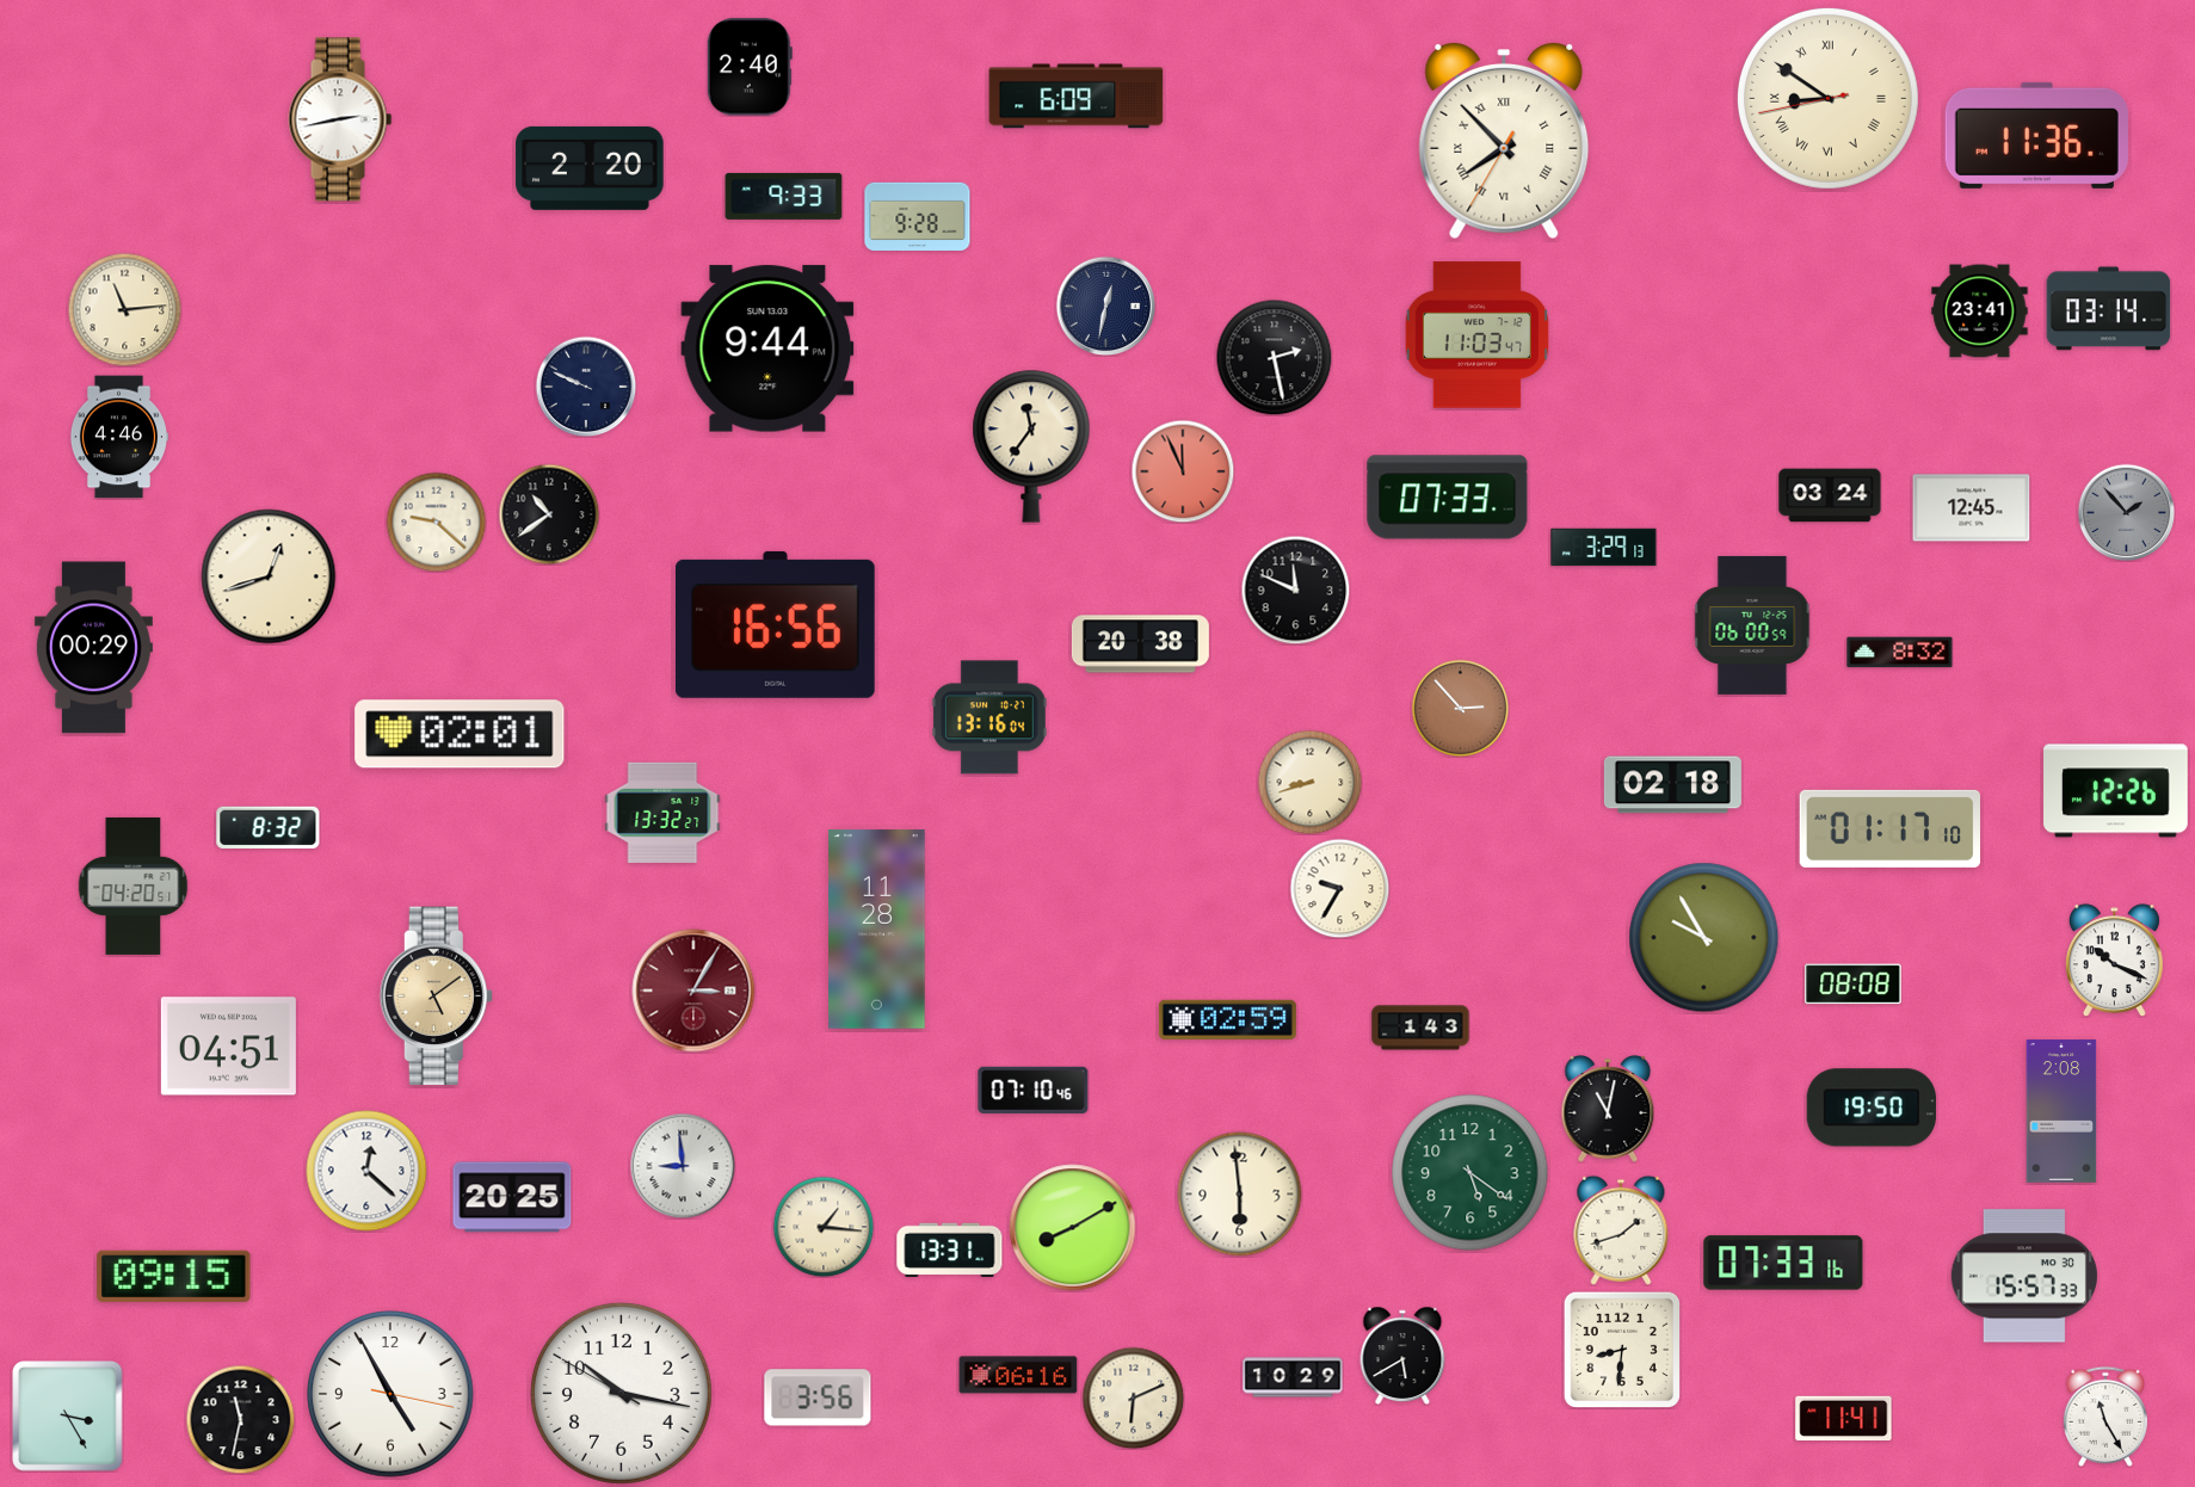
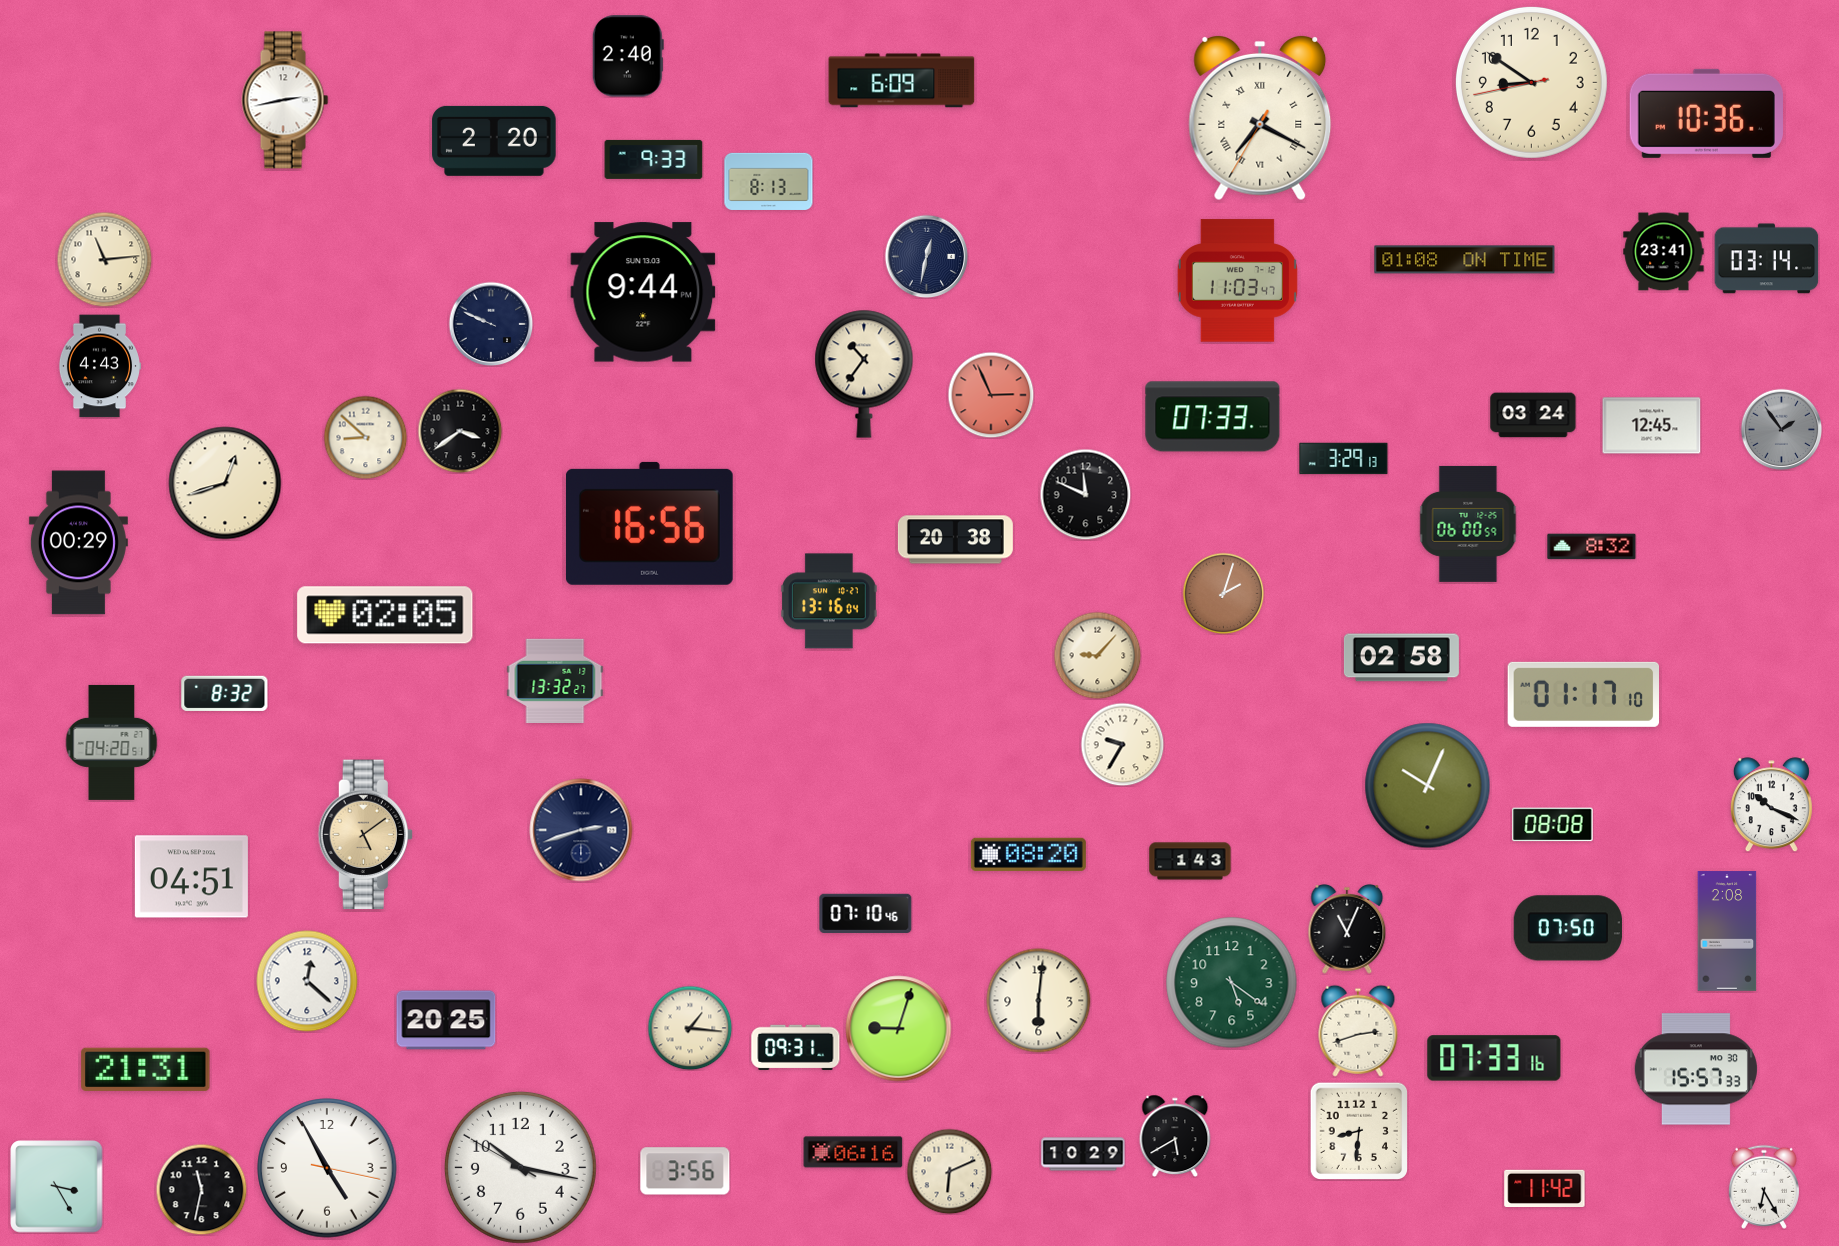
clock at (1827, 98) numerals: Roman -> Arabic
clock at (2036, 135): 11:36 -> 10:36
clock at (1504, 141): 7:52 -> 7:19
clock at (784, 196) position: (784, 196) -> (654, 159)
clock at (918, 216): 9:28 -> 8:13
clock at (1465, 260): none -> 01:08
clock at (1980, 311) position: (1980, 311) -> (1664, 252)
clock at (1274, 357): 2:28 -> none
clock at (119, 437): 4:46 -> 4:43
clock at (1031, 446): 11:36 -> 10:36
clock at (1183, 471): 11:56 -> 2:56
clock at (2126, 512): 1:53 -> 1:54
clock at (549, 514): 10:39 -> 3:39
clock at (436, 522): 9:22 -> 8:52
clock at (1460, 708): 2:53 -> 2:03
clock at (460, 734): 02:01 -> 02:05
clock at (1309, 782): 8:42 -> 9:07
clock at (1672, 785): 02:18 -> 02:58
clock at (2116, 791): 12:26 -> none
clock at (877, 930): 11:28 -> none
clock at (1704, 938): 9:55 -> 10:04
clock at (693, 991): 3:05 -> 2:42
clock at (693, 991) dial: burgundy -> navy
clock at (1227, 1019): 02:59 -> 08:20
clock at (1870, 1107): 19:50 -> 07:50
clock at (1608, 1109): 11:02 -> 11:04
clock at (683, 1166): 8:59 -> none
clock at (1240, 1195): 5:59 -> 6:01
clock at (512, 1197) position: (512, 1197) -> (446, 1020)
clock at (1073, 1228): 8:10 -> 9:03
clock at (1621, 1230): 1:42 -> 2:42
clock at (950, 1250): 13:31 -> 09:31
clock at (174, 1276): 09:15 -> 21:31
clock at (2105, 1417): 11:25 -> 6:25
clock at (1844, 1418): 11:41 -> 11:42
